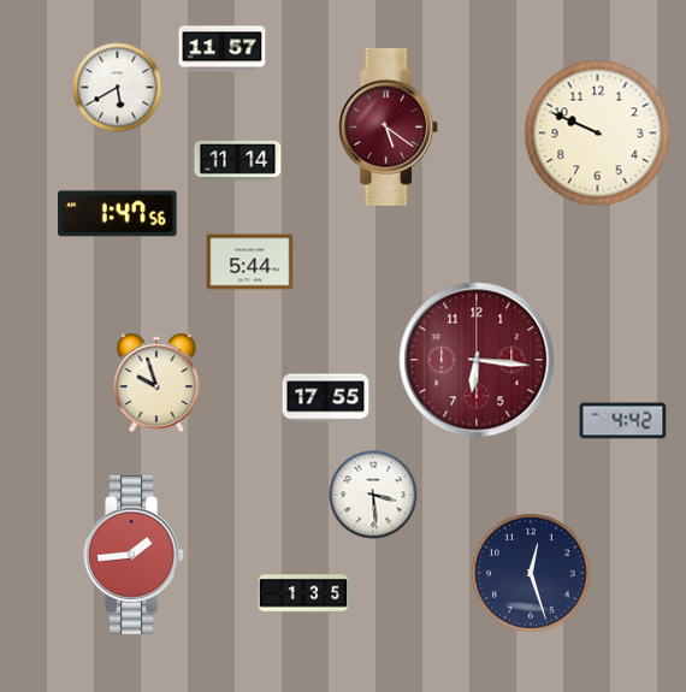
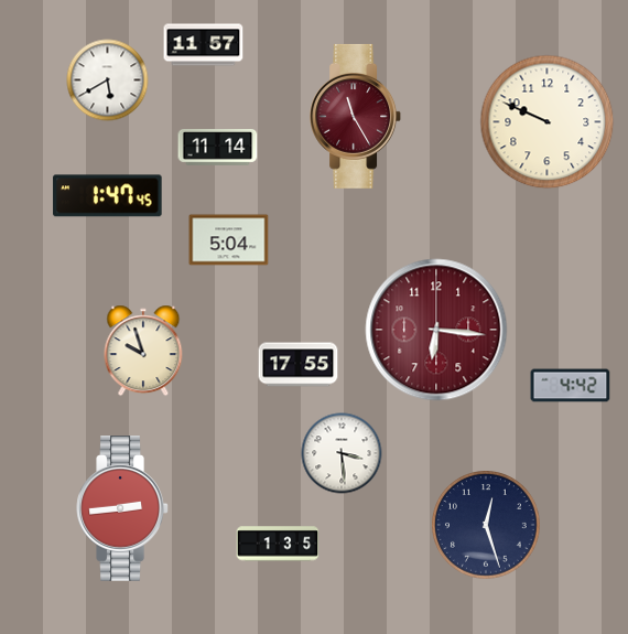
clock at (389, 126): 5:21 -> 11:25
clock at (118, 214): 1:47:56 -> 1:47:45
clock at (250, 262): 5:44 -> 5:04
clock at (134, 556): 1:44 -> 2:44
